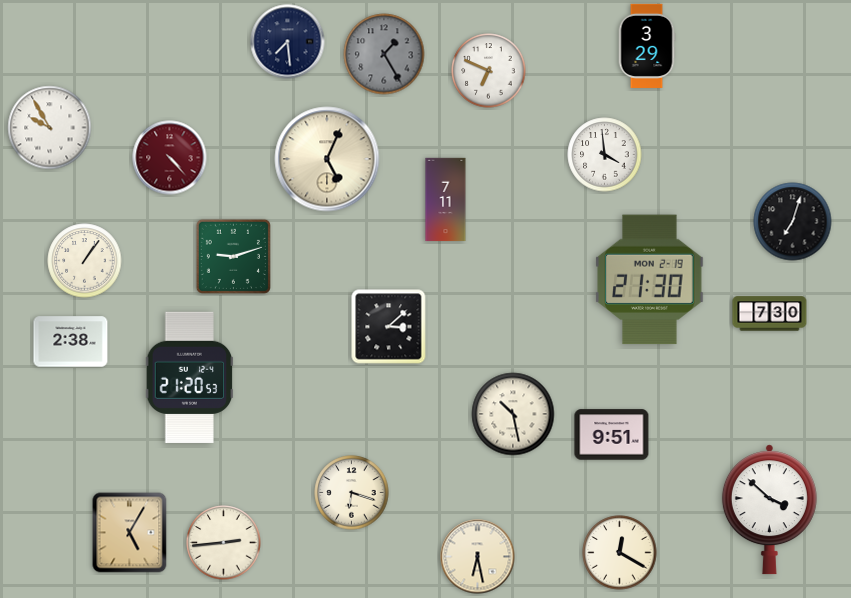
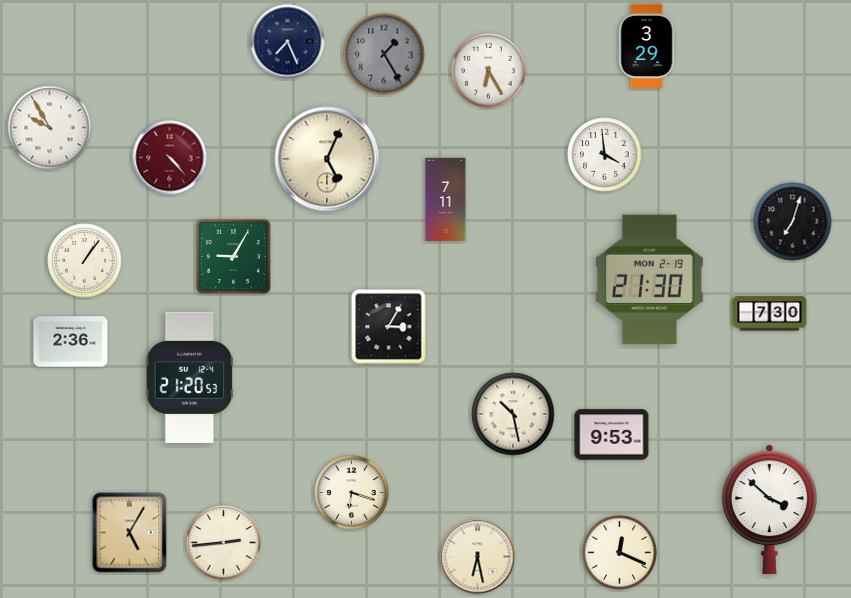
clock at (288, 42): 7:29 -> 7:26
clock at (489, 71): 6:49 -> 6:25
clock at (233, 256): 9:12 -> 9:05
clock at (389, 327): 3:08 -> 3:05
clock at (71, 342): 2:38 -> 2:36
clock at (612, 435): 9:51 -> 9:53
clock at (620, 553): 12:20 -> 12:19
